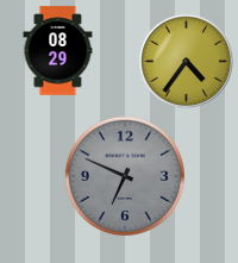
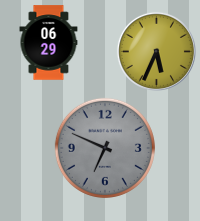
clock at (58, 51): 08:29 -> 06:29
clock at (186, 61): 4:36 -> 5:34
